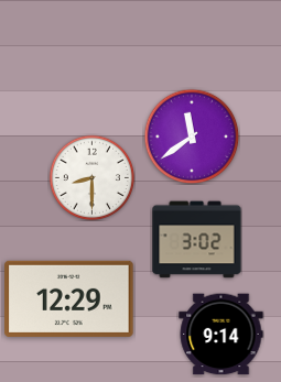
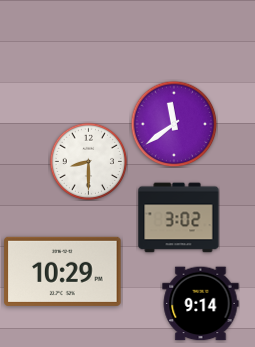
clock at (91, 177) position: (91, 177) -> (88, 161)
clock at (69, 298): 12:29 -> 10:29
